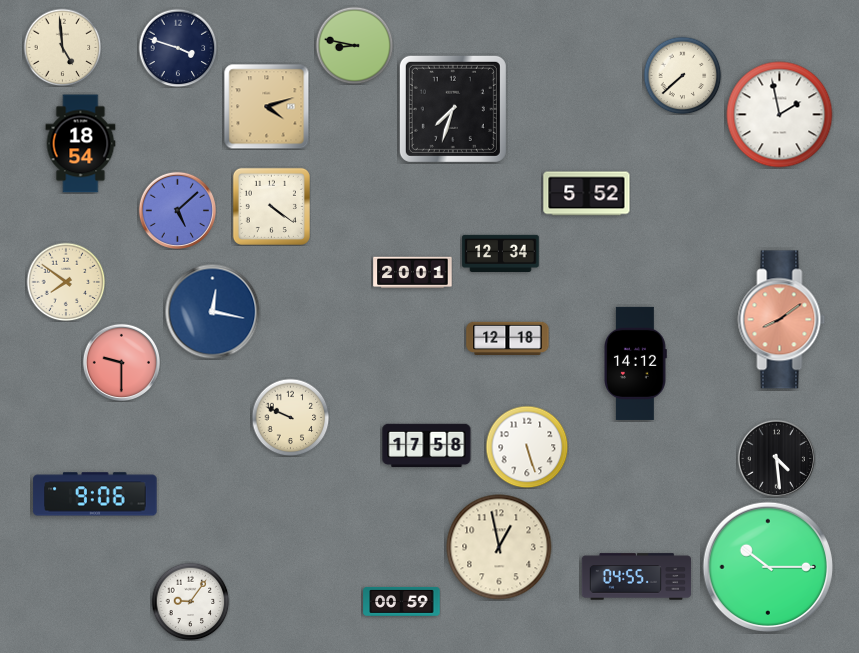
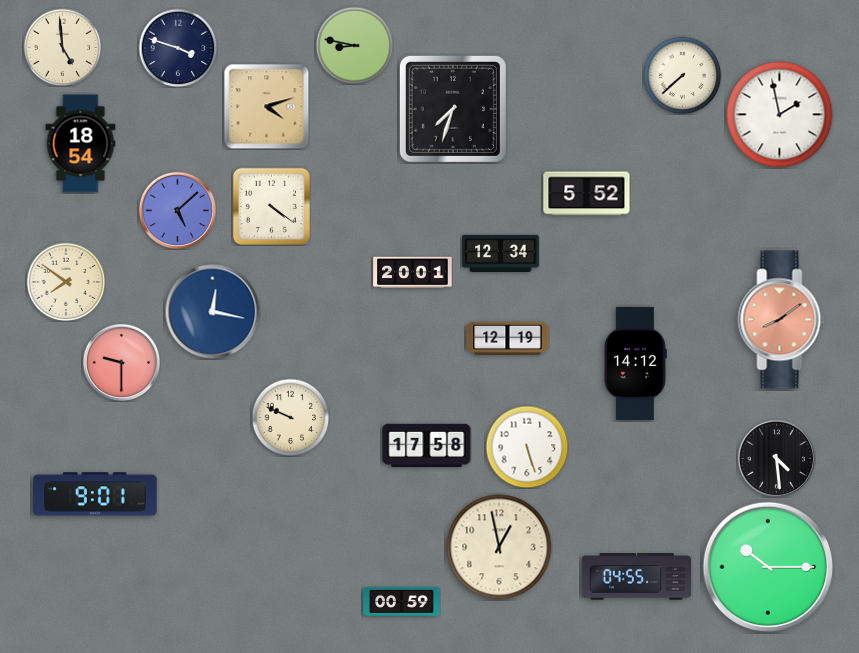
clock at (508, 338): 12:18 -> 12:19
clock at (95, 494): 9:06 -> 9:01
clock at (190, 601): 9:06 -> none
